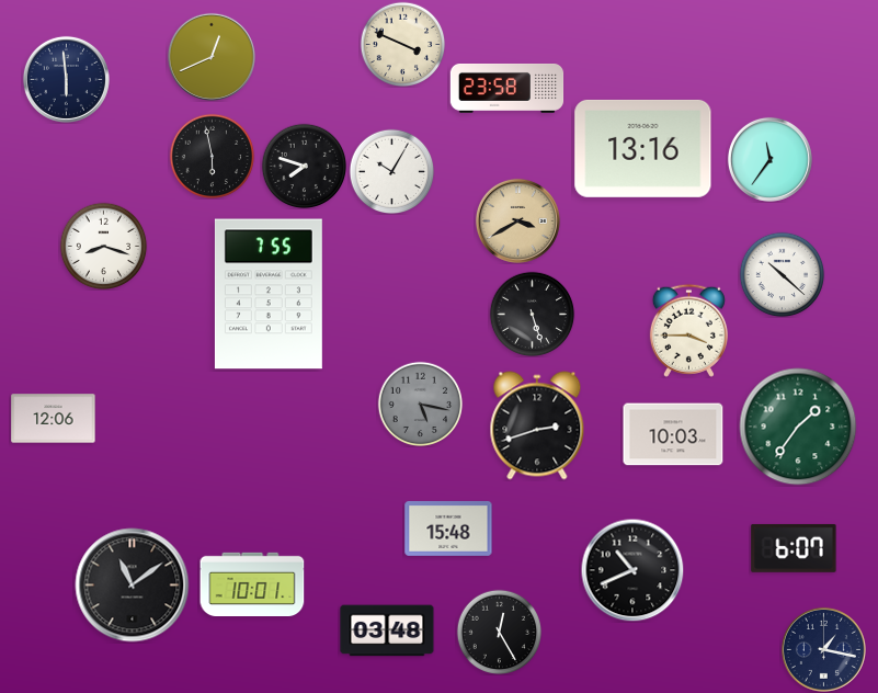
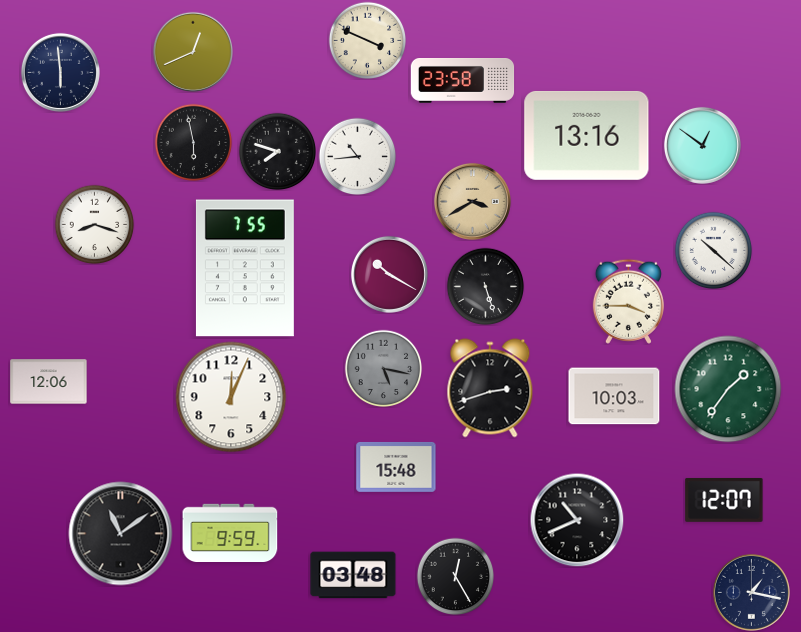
clock at (769, 159): 11:36 -> 12:51
clock at (391, 171): 10:05 -> 10:44
clock at (389, 274): none -> 10:20
clock at (231, 397): none -> 12:04
clock at (448, 529) position: (448, 529) -> (396, 467)
clock at (794, 548): 6:07 -> 12:07
clock at (252, 583): 10:01 -> 9:59
